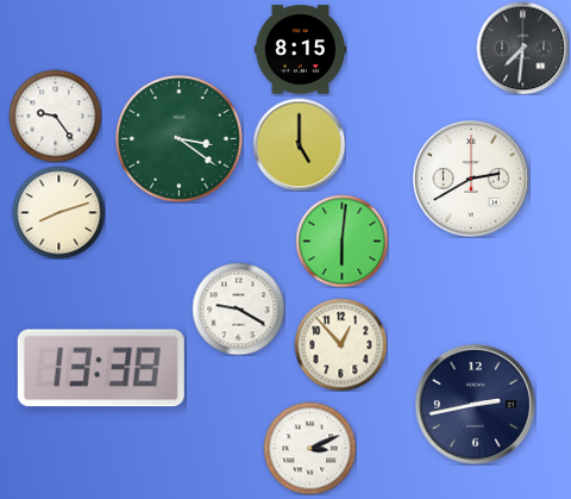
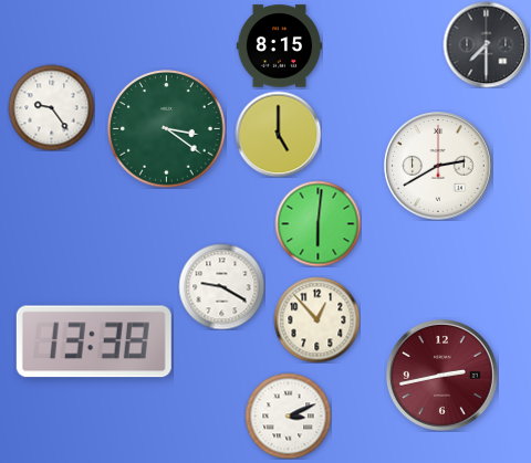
clock at (522, 48): 7:31 -> 7:30
clock at (58, 212): 8:12 -> none
clock at (475, 404) dial: navy -> burgundy
